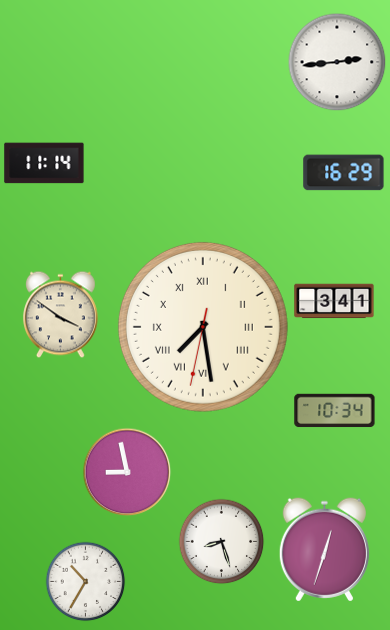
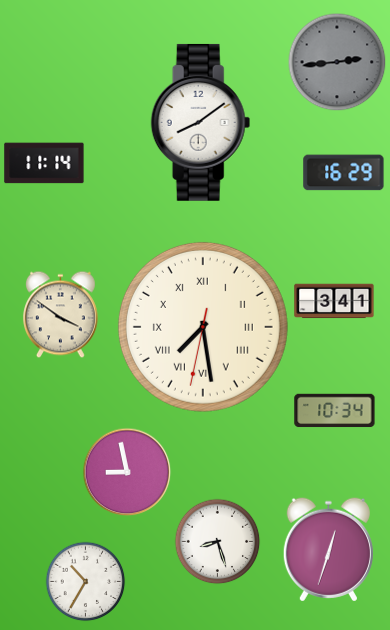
clock at (337, 62) dial: white -> grey
clock at (201, 122): none -> 8:09
clock at (221, 541) position: (221, 541) -> (217, 541)
clock at (324, 550) position: (324, 550) -> (328, 550)
